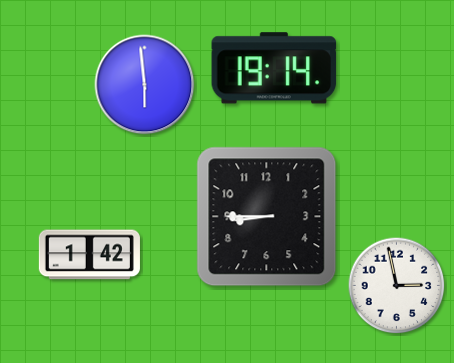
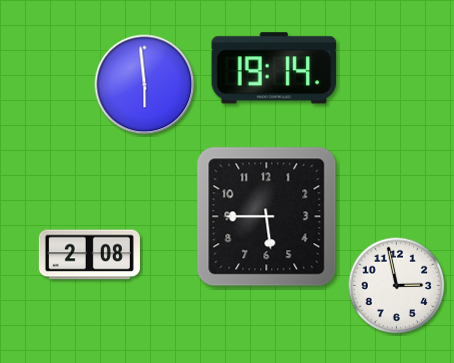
clock at (267, 217): 8:45 -> 5:45
clock at (89, 255): 1:42 -> 2:08
